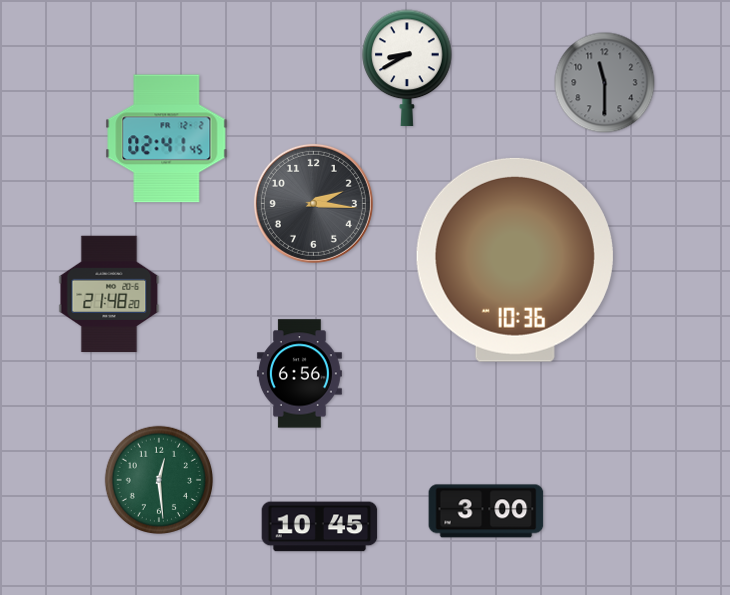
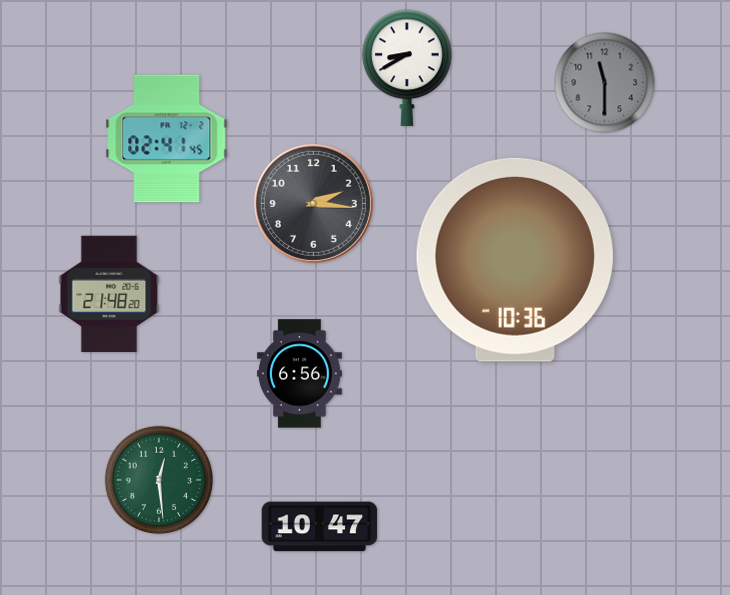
clock at (486, 511): 3:00 -> none
clock at (320, 527): 10:45 -> 10:47
